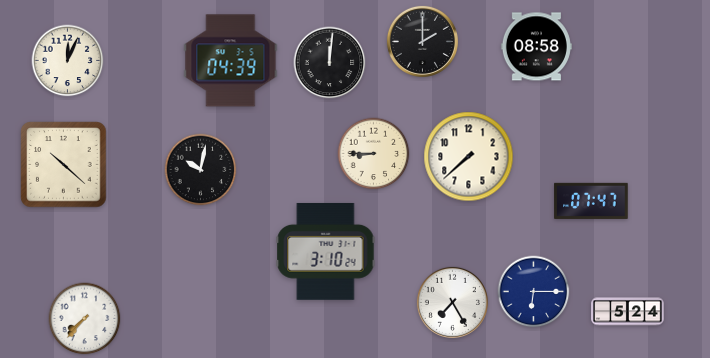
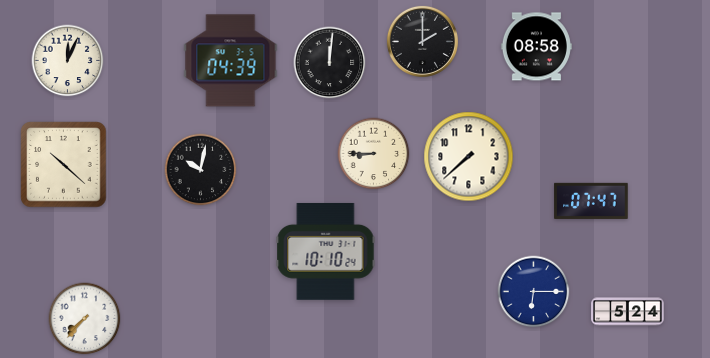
clock at (326, 251): 3:10 -> 10:10
clock at (452, 302): 7:25 -> none
